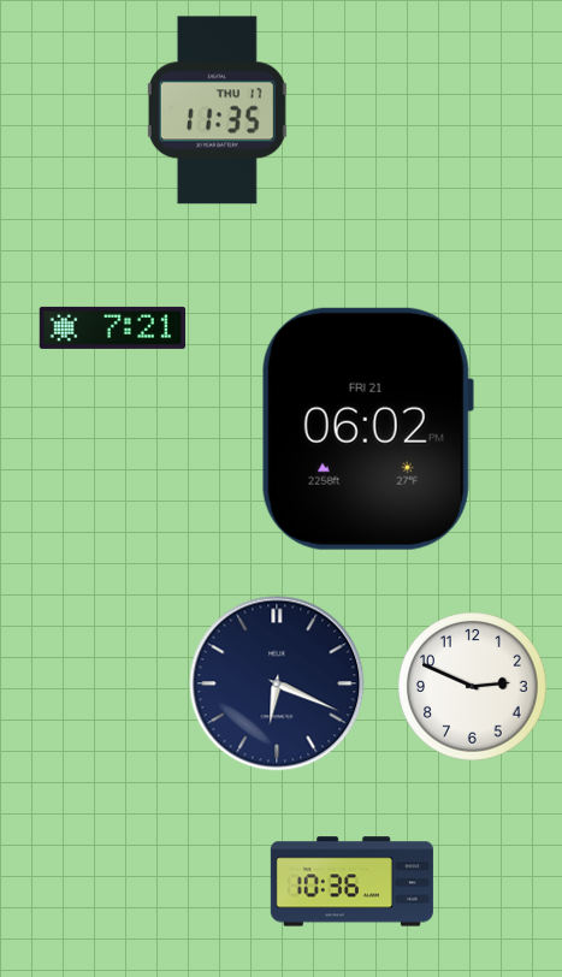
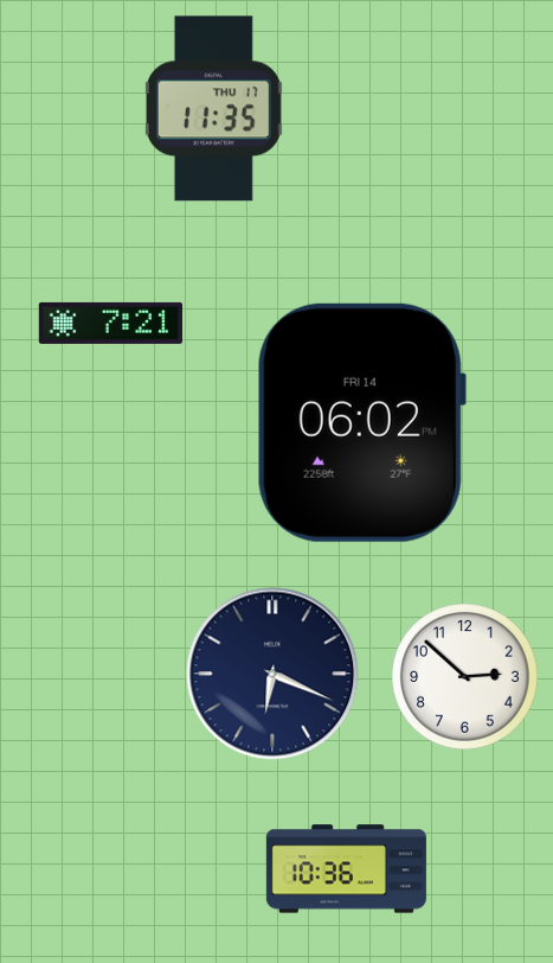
clock at (367, 428) date: FRI 21 -> FRI 14
clock at (473, 687): 2:49 -> 2:52
